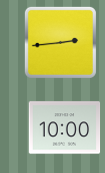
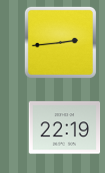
clock at (65, 128): 10:00 -> 22:19
